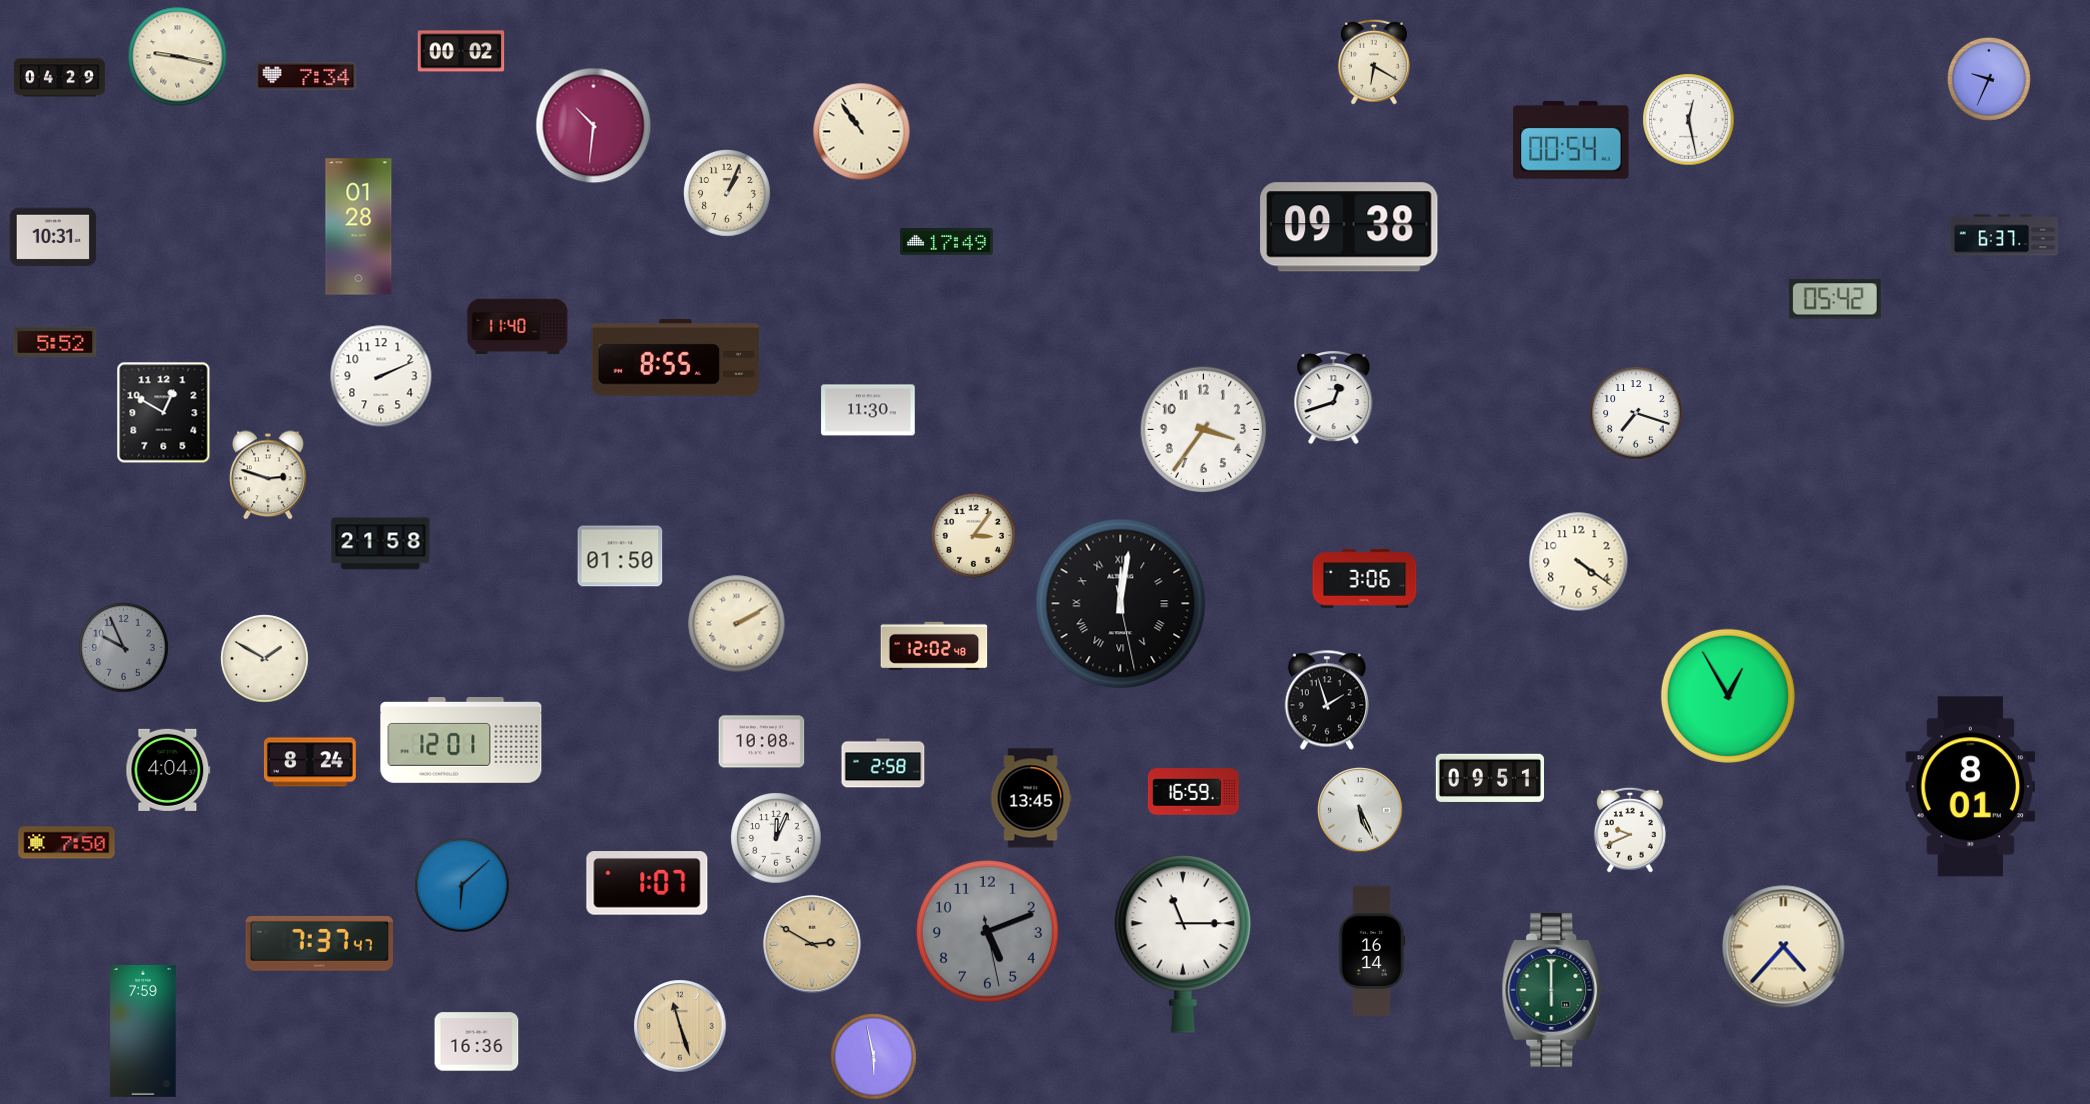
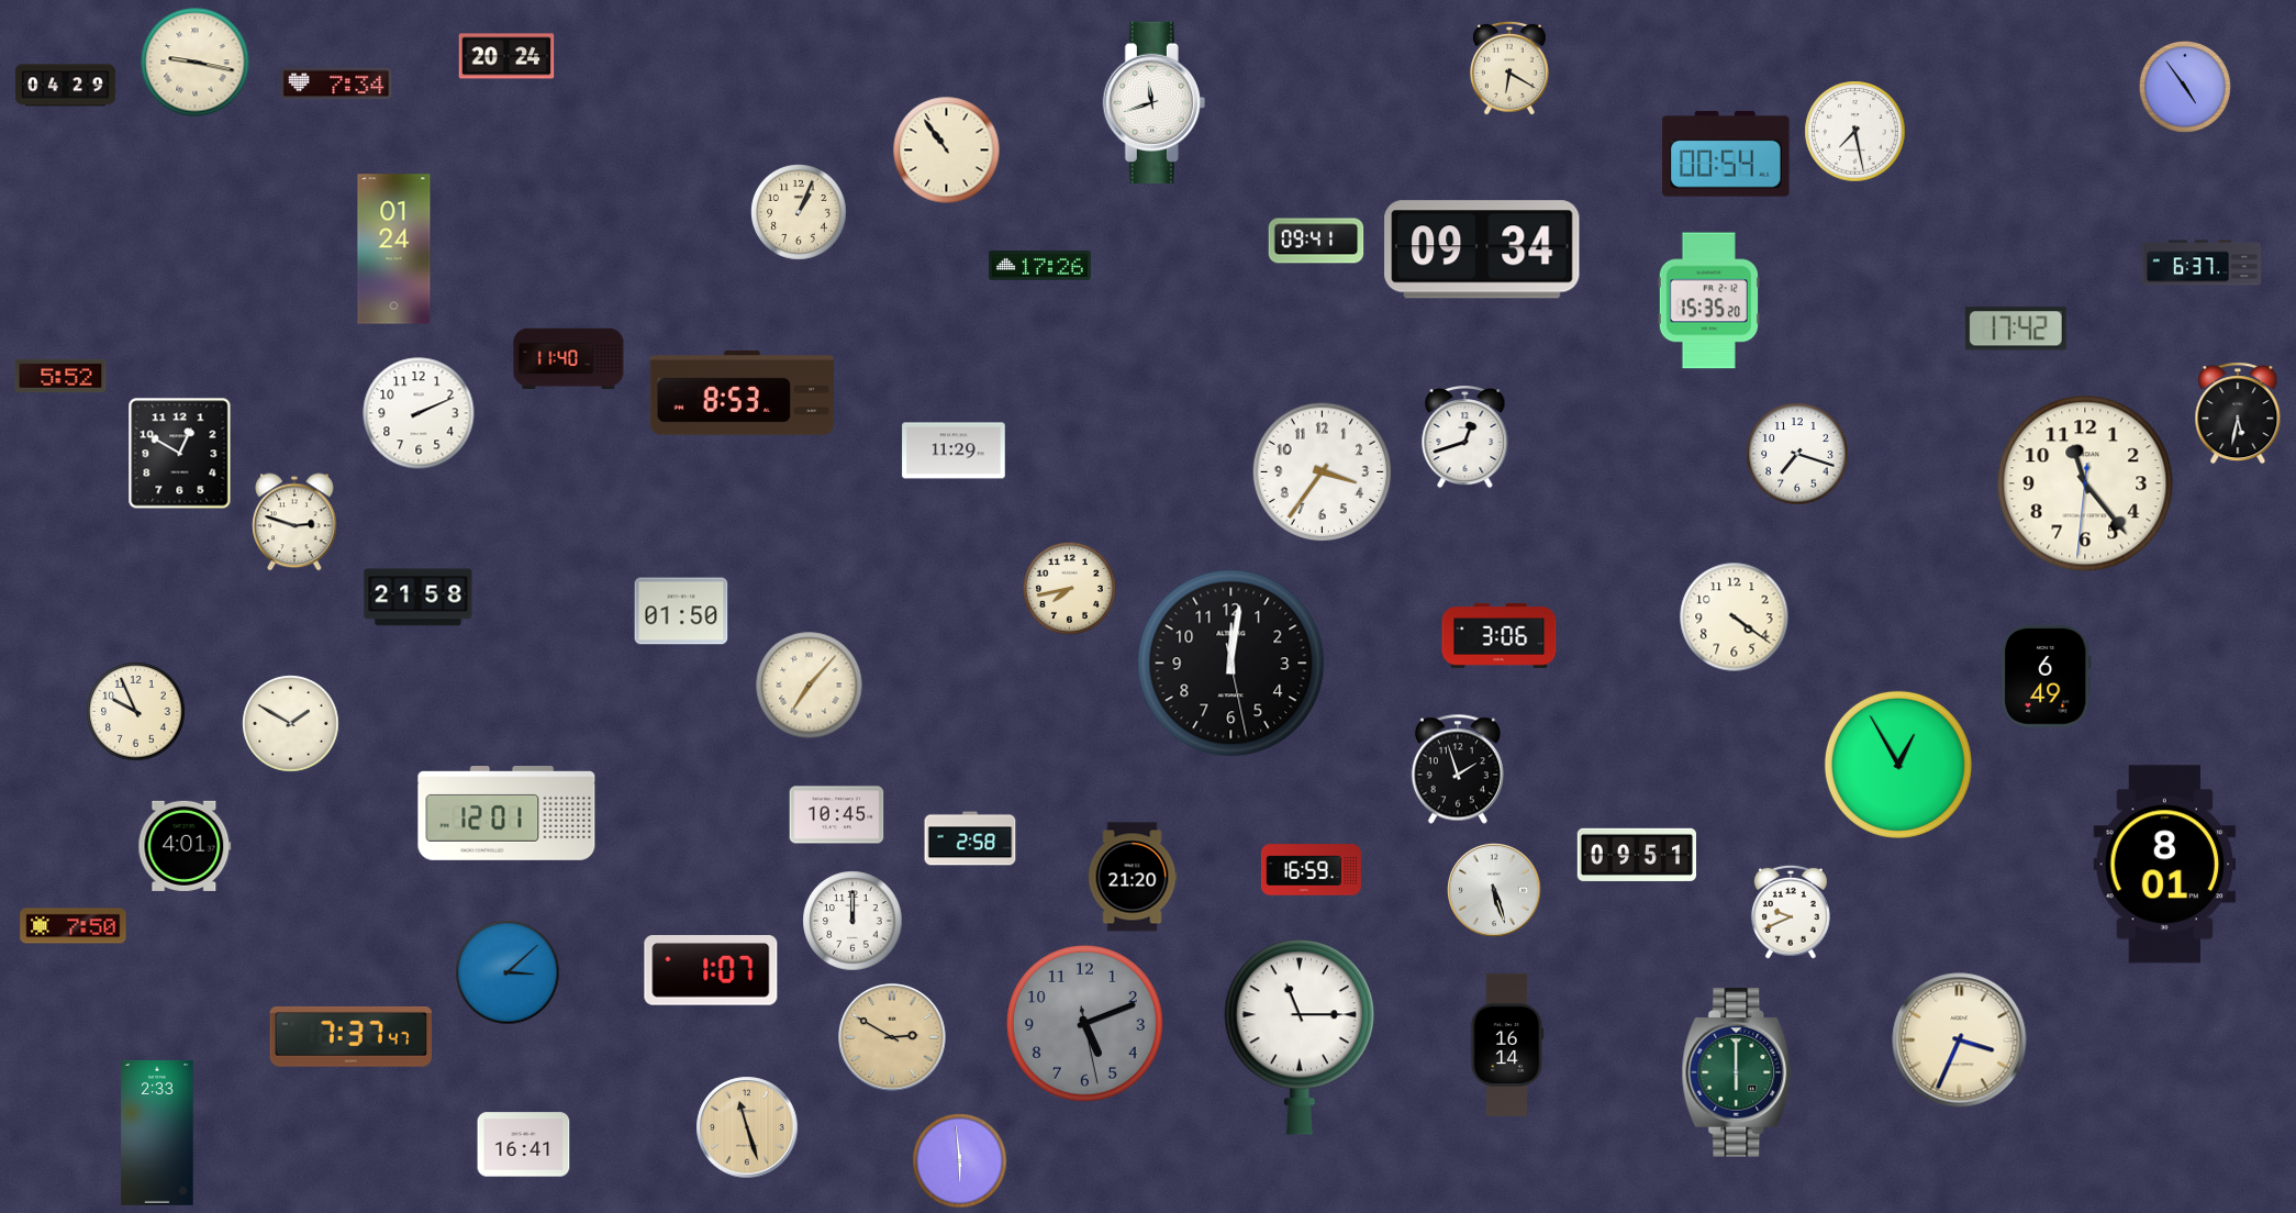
clock at (461, 51): 00:02 -> 20:24
clock at (1989, 79): 9:34 -> 4:54
clock at (1153, 103): none -> 11:42
clock at (1689, 120): 12:28 -> 7:28
clock at (594, 126): 10:31 -> none
clock at (862, 132) position: (862, 132) -> (947, 151)
clock at (1316, 241): none -> 09:41
clock at (359, 227): 01:28 -> 01:24
clock at (1349, 227): 09:38 -> 09:34
clock at (2004, 235) position: (2004, 235) -> (2202, 263)
clock at (53, 237): 10:31 -> none
clock at (947, 242): 17:49 -> 17:26
clock at (1708, 301): none -> 15:35
clock at (1835, 299): 05:42 -> 17:42
clock at (676, 358): 8:55 -> 8:53
clock at (2238, 413): none -> 5:32
clock at (868, 410): 11:30 -> 11:29
clock at (2085, 483): none -> 11:23
clock at (973, 535): 3:06 -> 7:43
clock at (1121, 604) numerals: Roman -> Arabic
clock at (2046, 676): none -> 6:49
clock at (737, 624): 2:10 -> 7:07
clock at (934, 646): 12:02 -> none
clock at (124, 648) dial: grey -> cream
clock at (762, 742): 10:08 -> 10:45
clock at (310, 762): 8:24 -> none
clock at (168, 770): 4:04 -> 4:01
clock at (1031, 798): 13:45 -> 21:20
clock at (1360, 810): 5:26 -> 5:27
clock at (776, 838): 12:04 -> 12:00
clock at (462, 885): 6:08 -> 3:08
clock at (1784, 947): 4:37 -> 3:34
clock at (1552, 991) position: (1552, 991) -> (1737, 1073)
clock at (143, 1031): 7:59 -> 2:33
clock at (477, 1042): 16:36 -> 16:41
clock at (874, 1057): 5:58 -> 5:59
